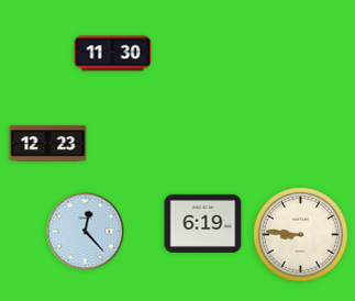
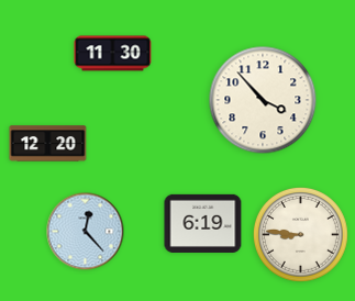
clock at (263, 100): none -> 3:53
clock at (48, 144): 12:23 -> 12:20
